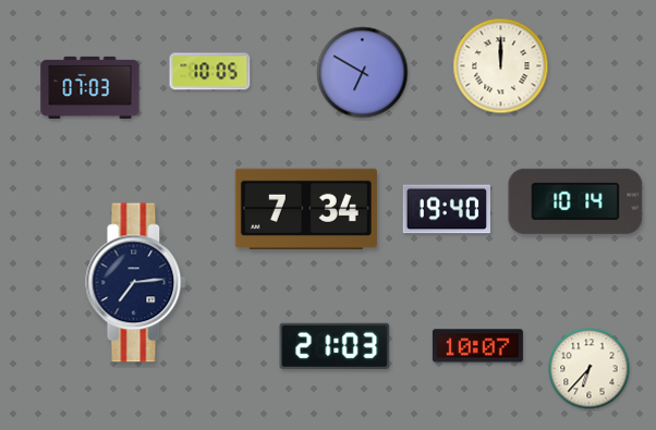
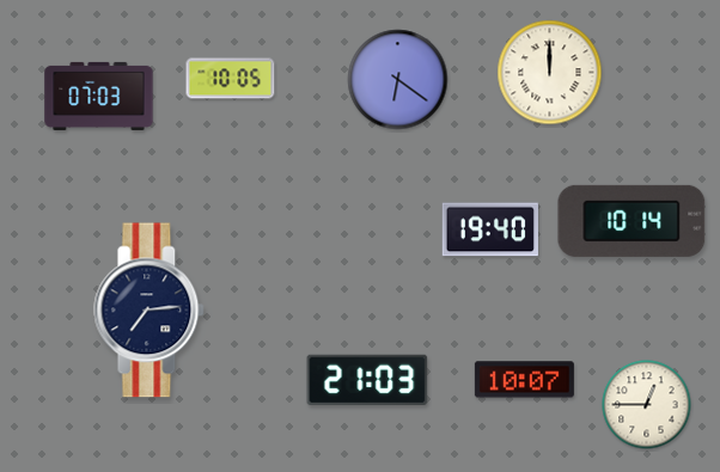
clock at (363, 73): 6:50 -> 6:21
clock at (306, 209): 7:34 -> none
clock at (590, 369): 6:37 -> 12:45
